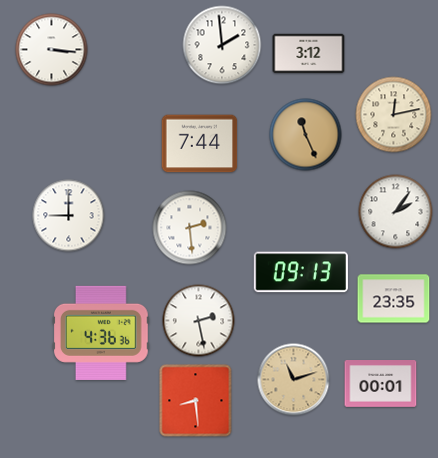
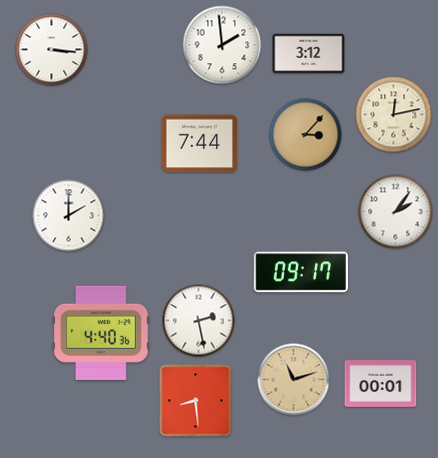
clock at (306, 135): 11:26 -> 3:07
clock at (69, 216): 9:00 -> 2:00
clock at (190, 228): 2:29 -> none
clock at (301, 272): 09:13 -> 09:17
clock at (394, 299): 23:35 -> none
clock at (102, 333): 4:36 -> 4:40
